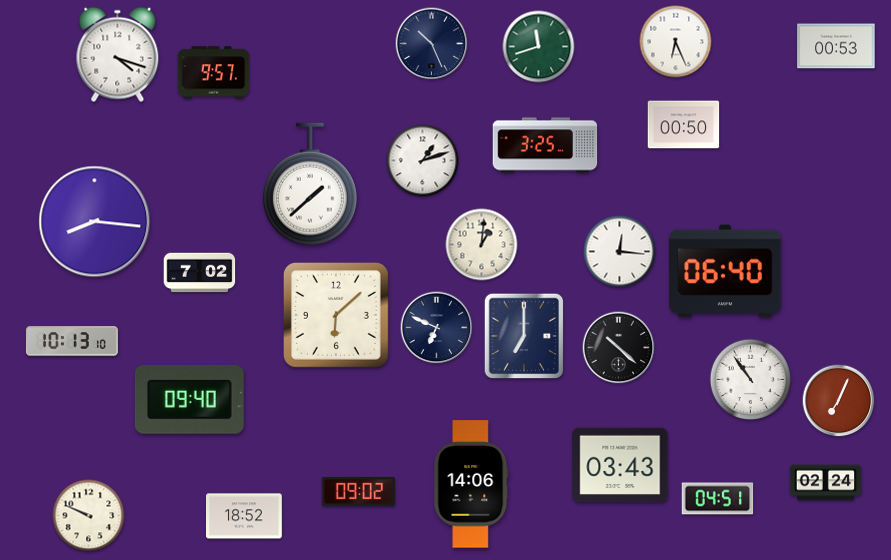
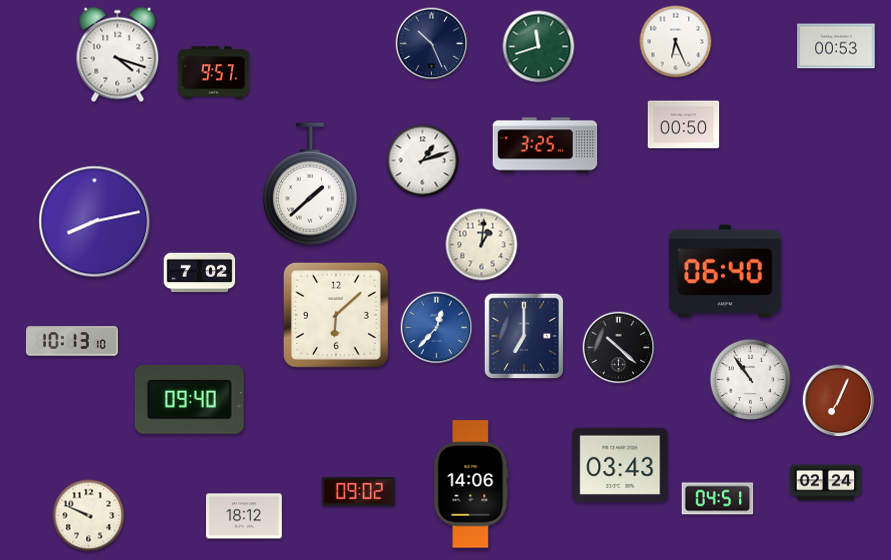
clock at (95, 222): 8:16 -> 8:13
clock at (620, 252): 12:16 -> none
clock at (437, 328): 6:49 -> 12:37
clock at (437, 328) dial: navy -> blue
clock at (245, 516): 18:52 -> 18:12
